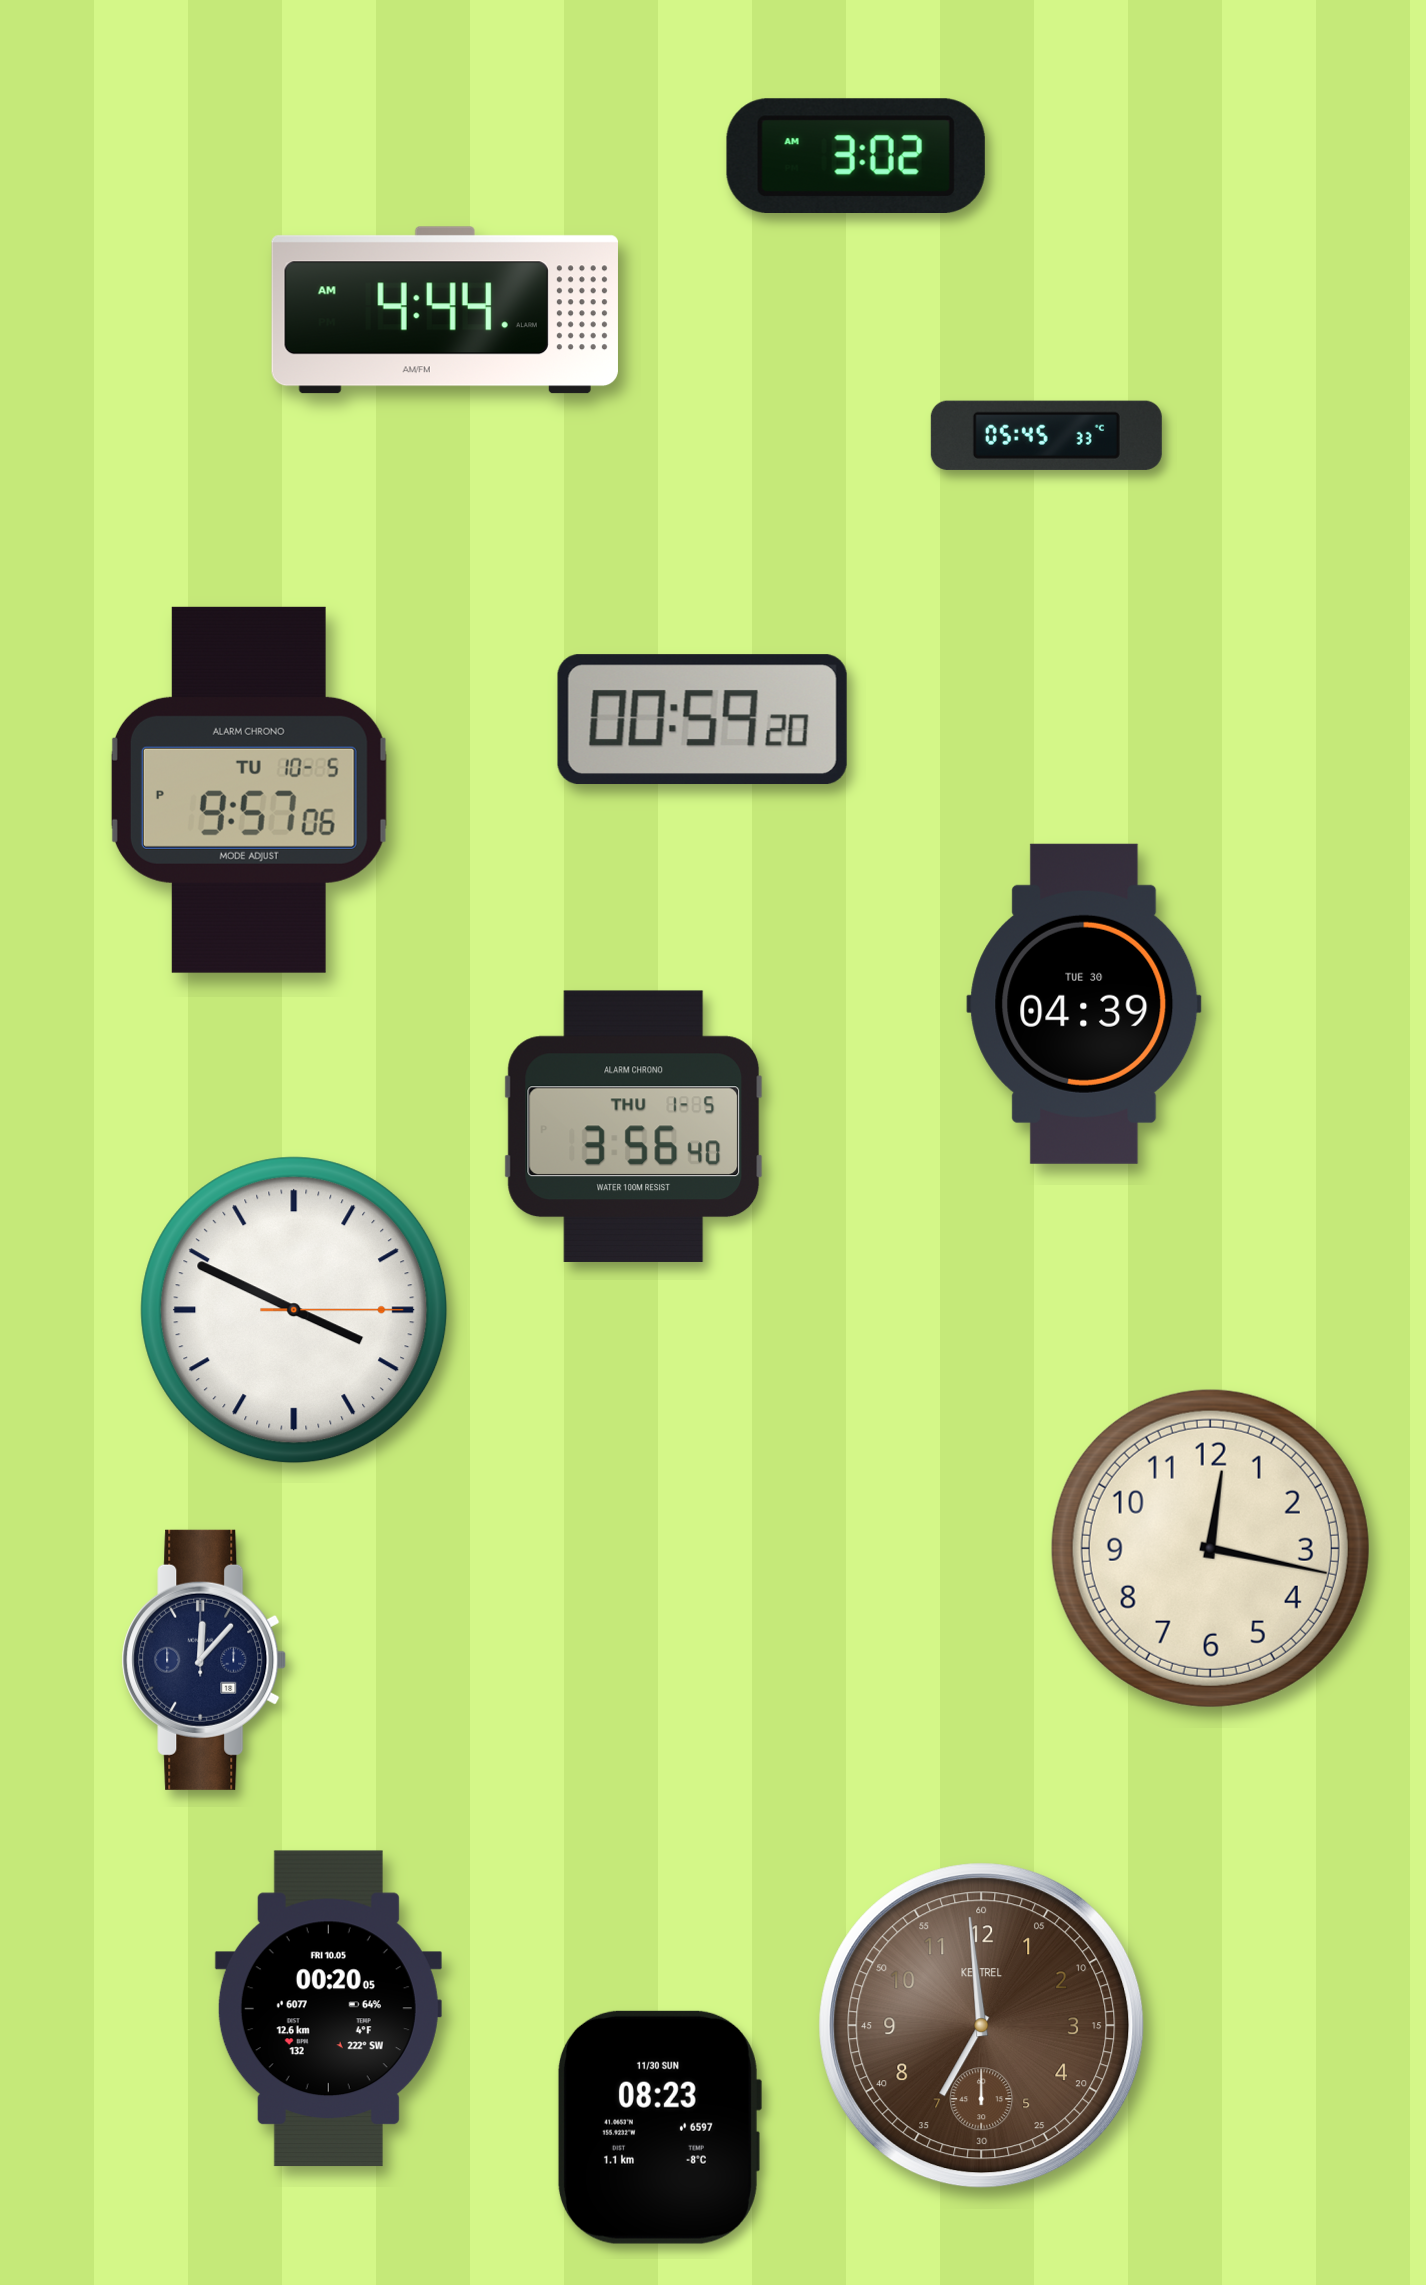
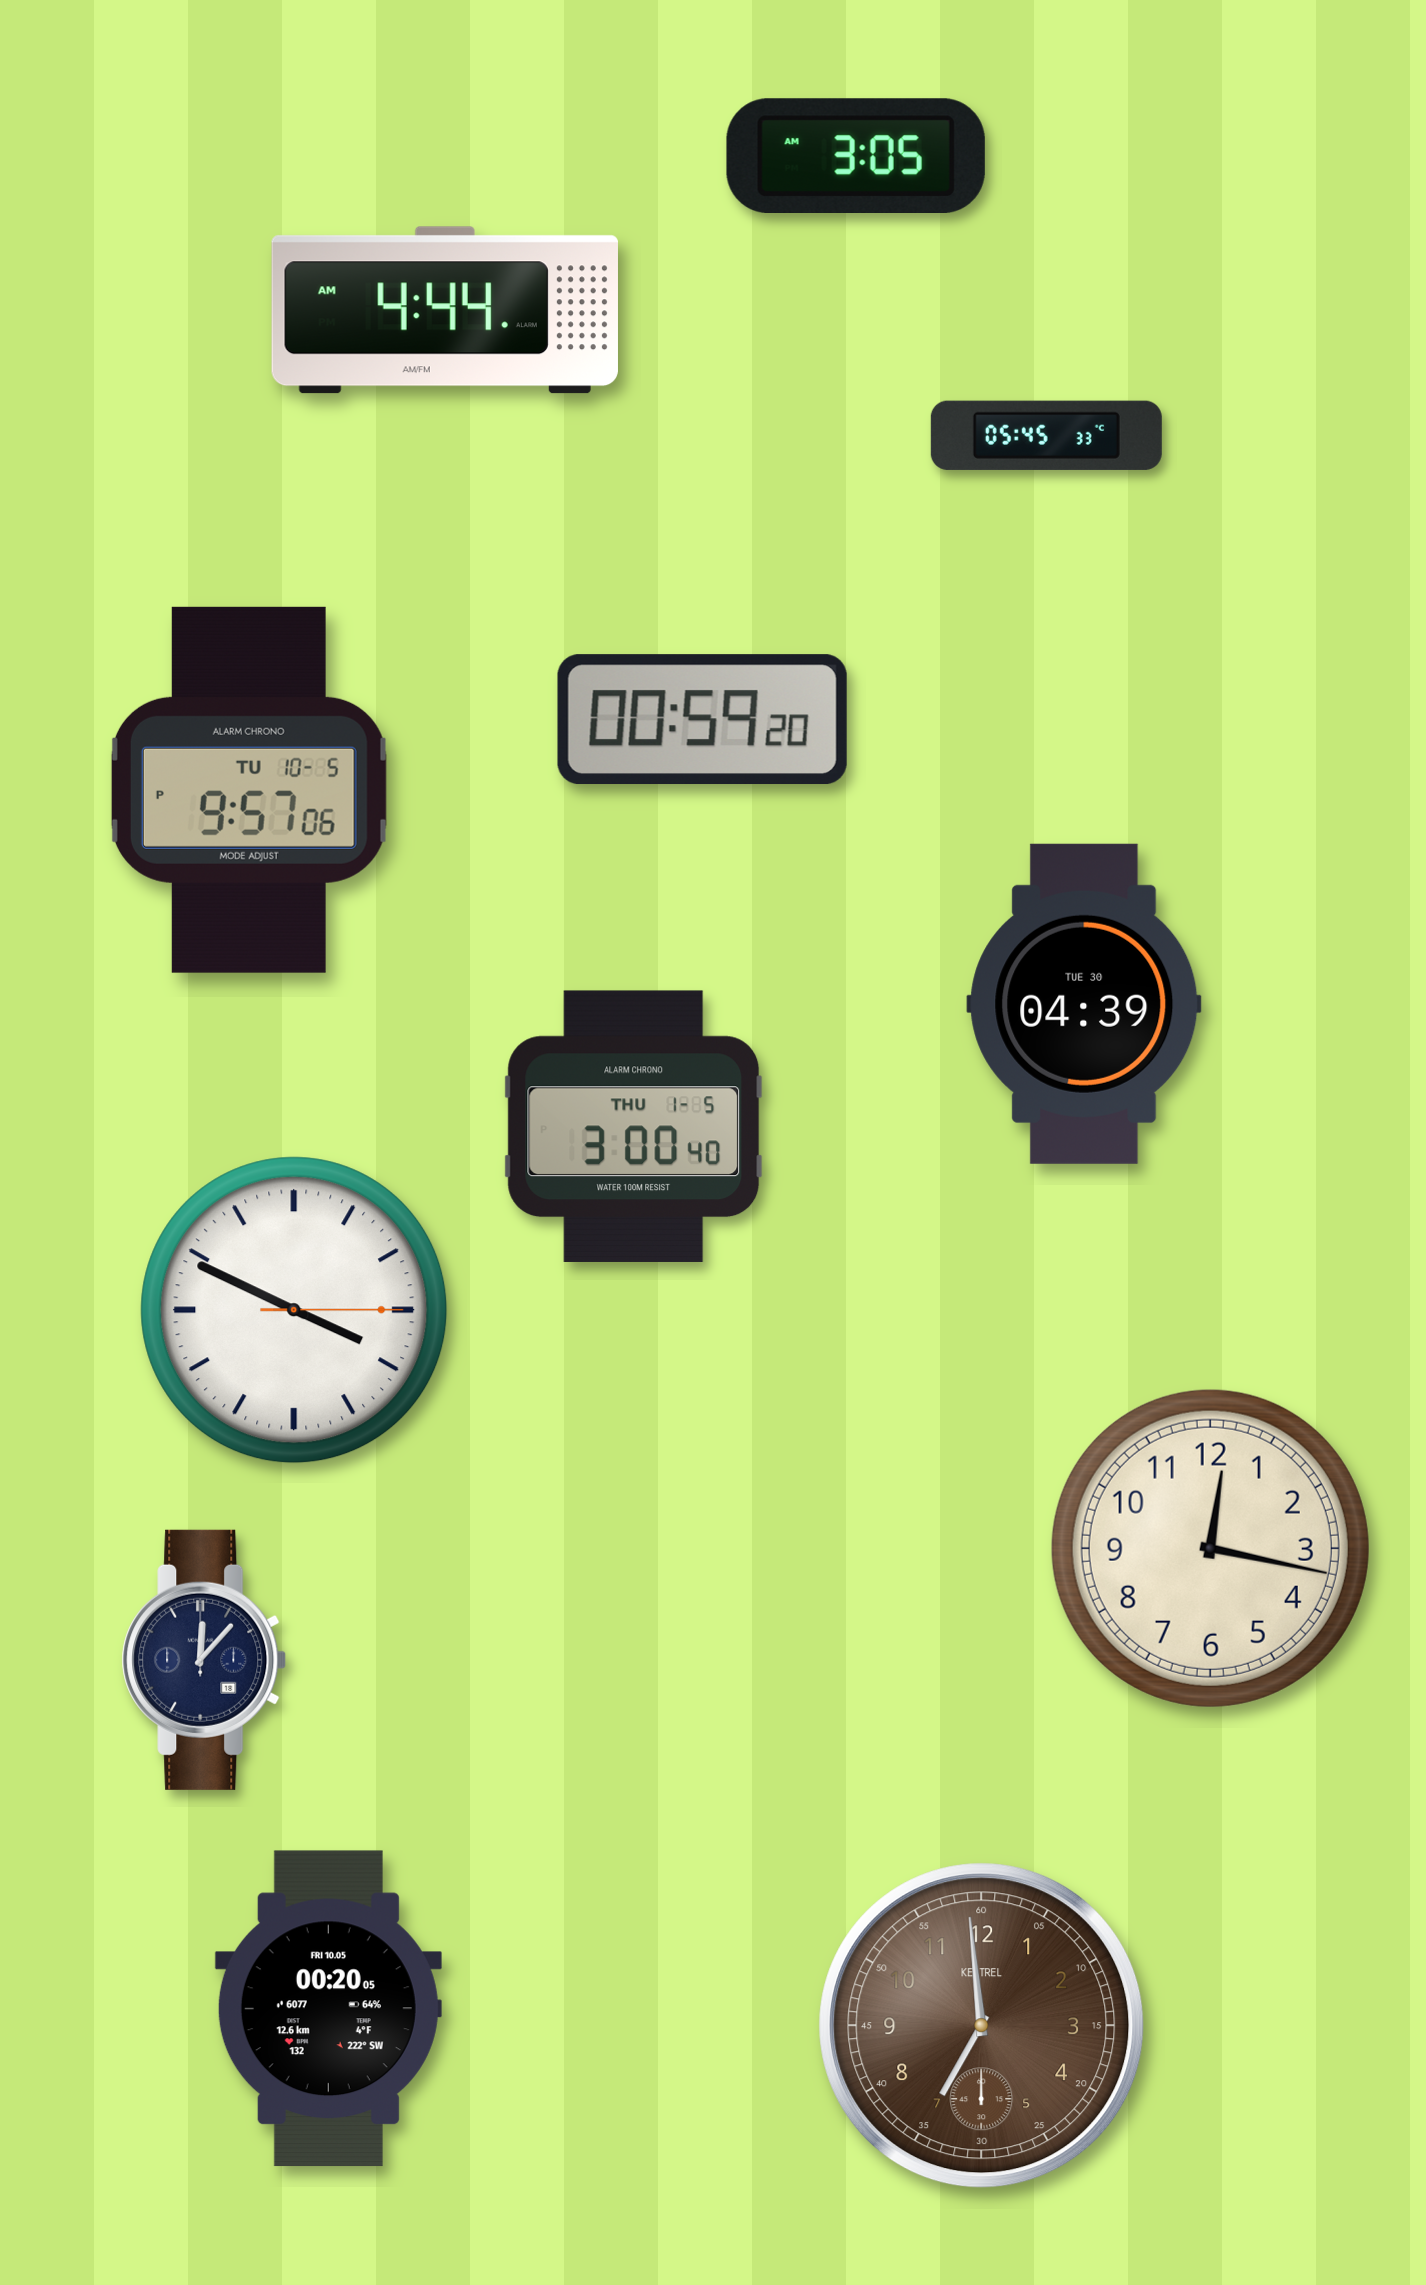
clock at (856, 155): 3:02 -> 3:05
clock at (634, 1126): 3:56 -> 3:00
clock at (659, 2127): 08:23 -> none
